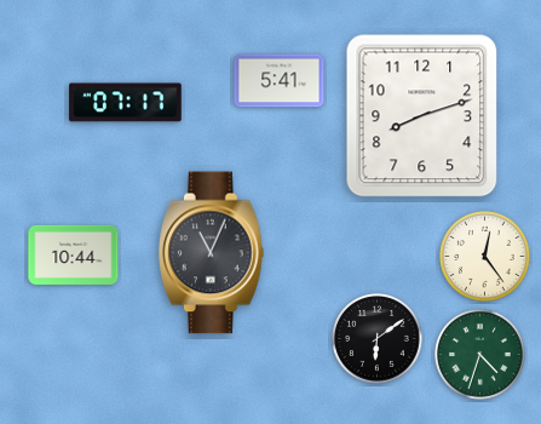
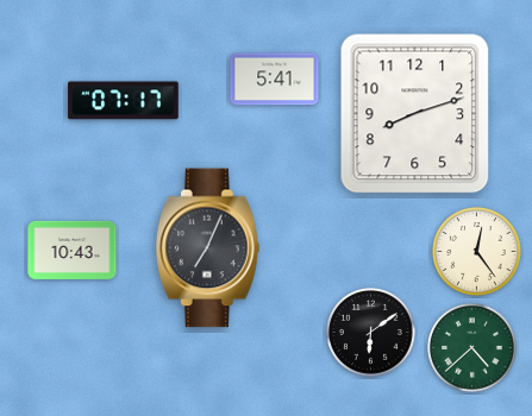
clock at (212, 253): 11:04 -> 7:04
clock at (74, 254): 10:44 -> 10:43
clock at (480, 355): 4:33 -> 4:38
